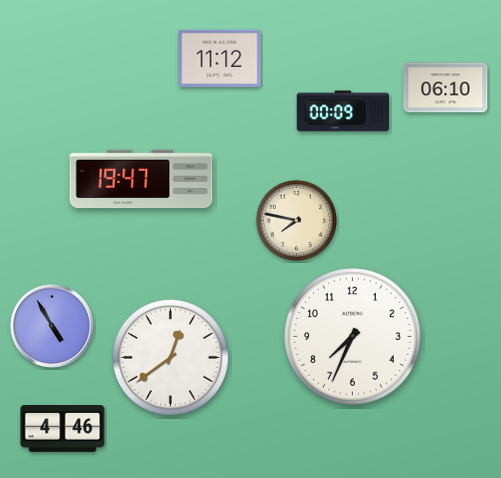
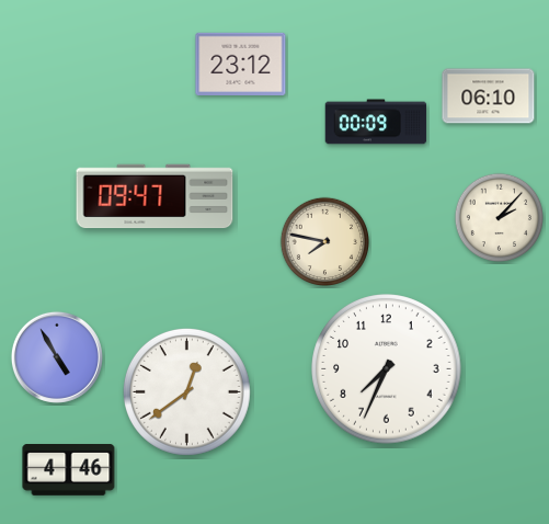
clock at (220, 59): 11:12 -> 23:12
clock at (141, 179): 19:47 -> 09:47
clock at (499, 217): none -> 2:07
